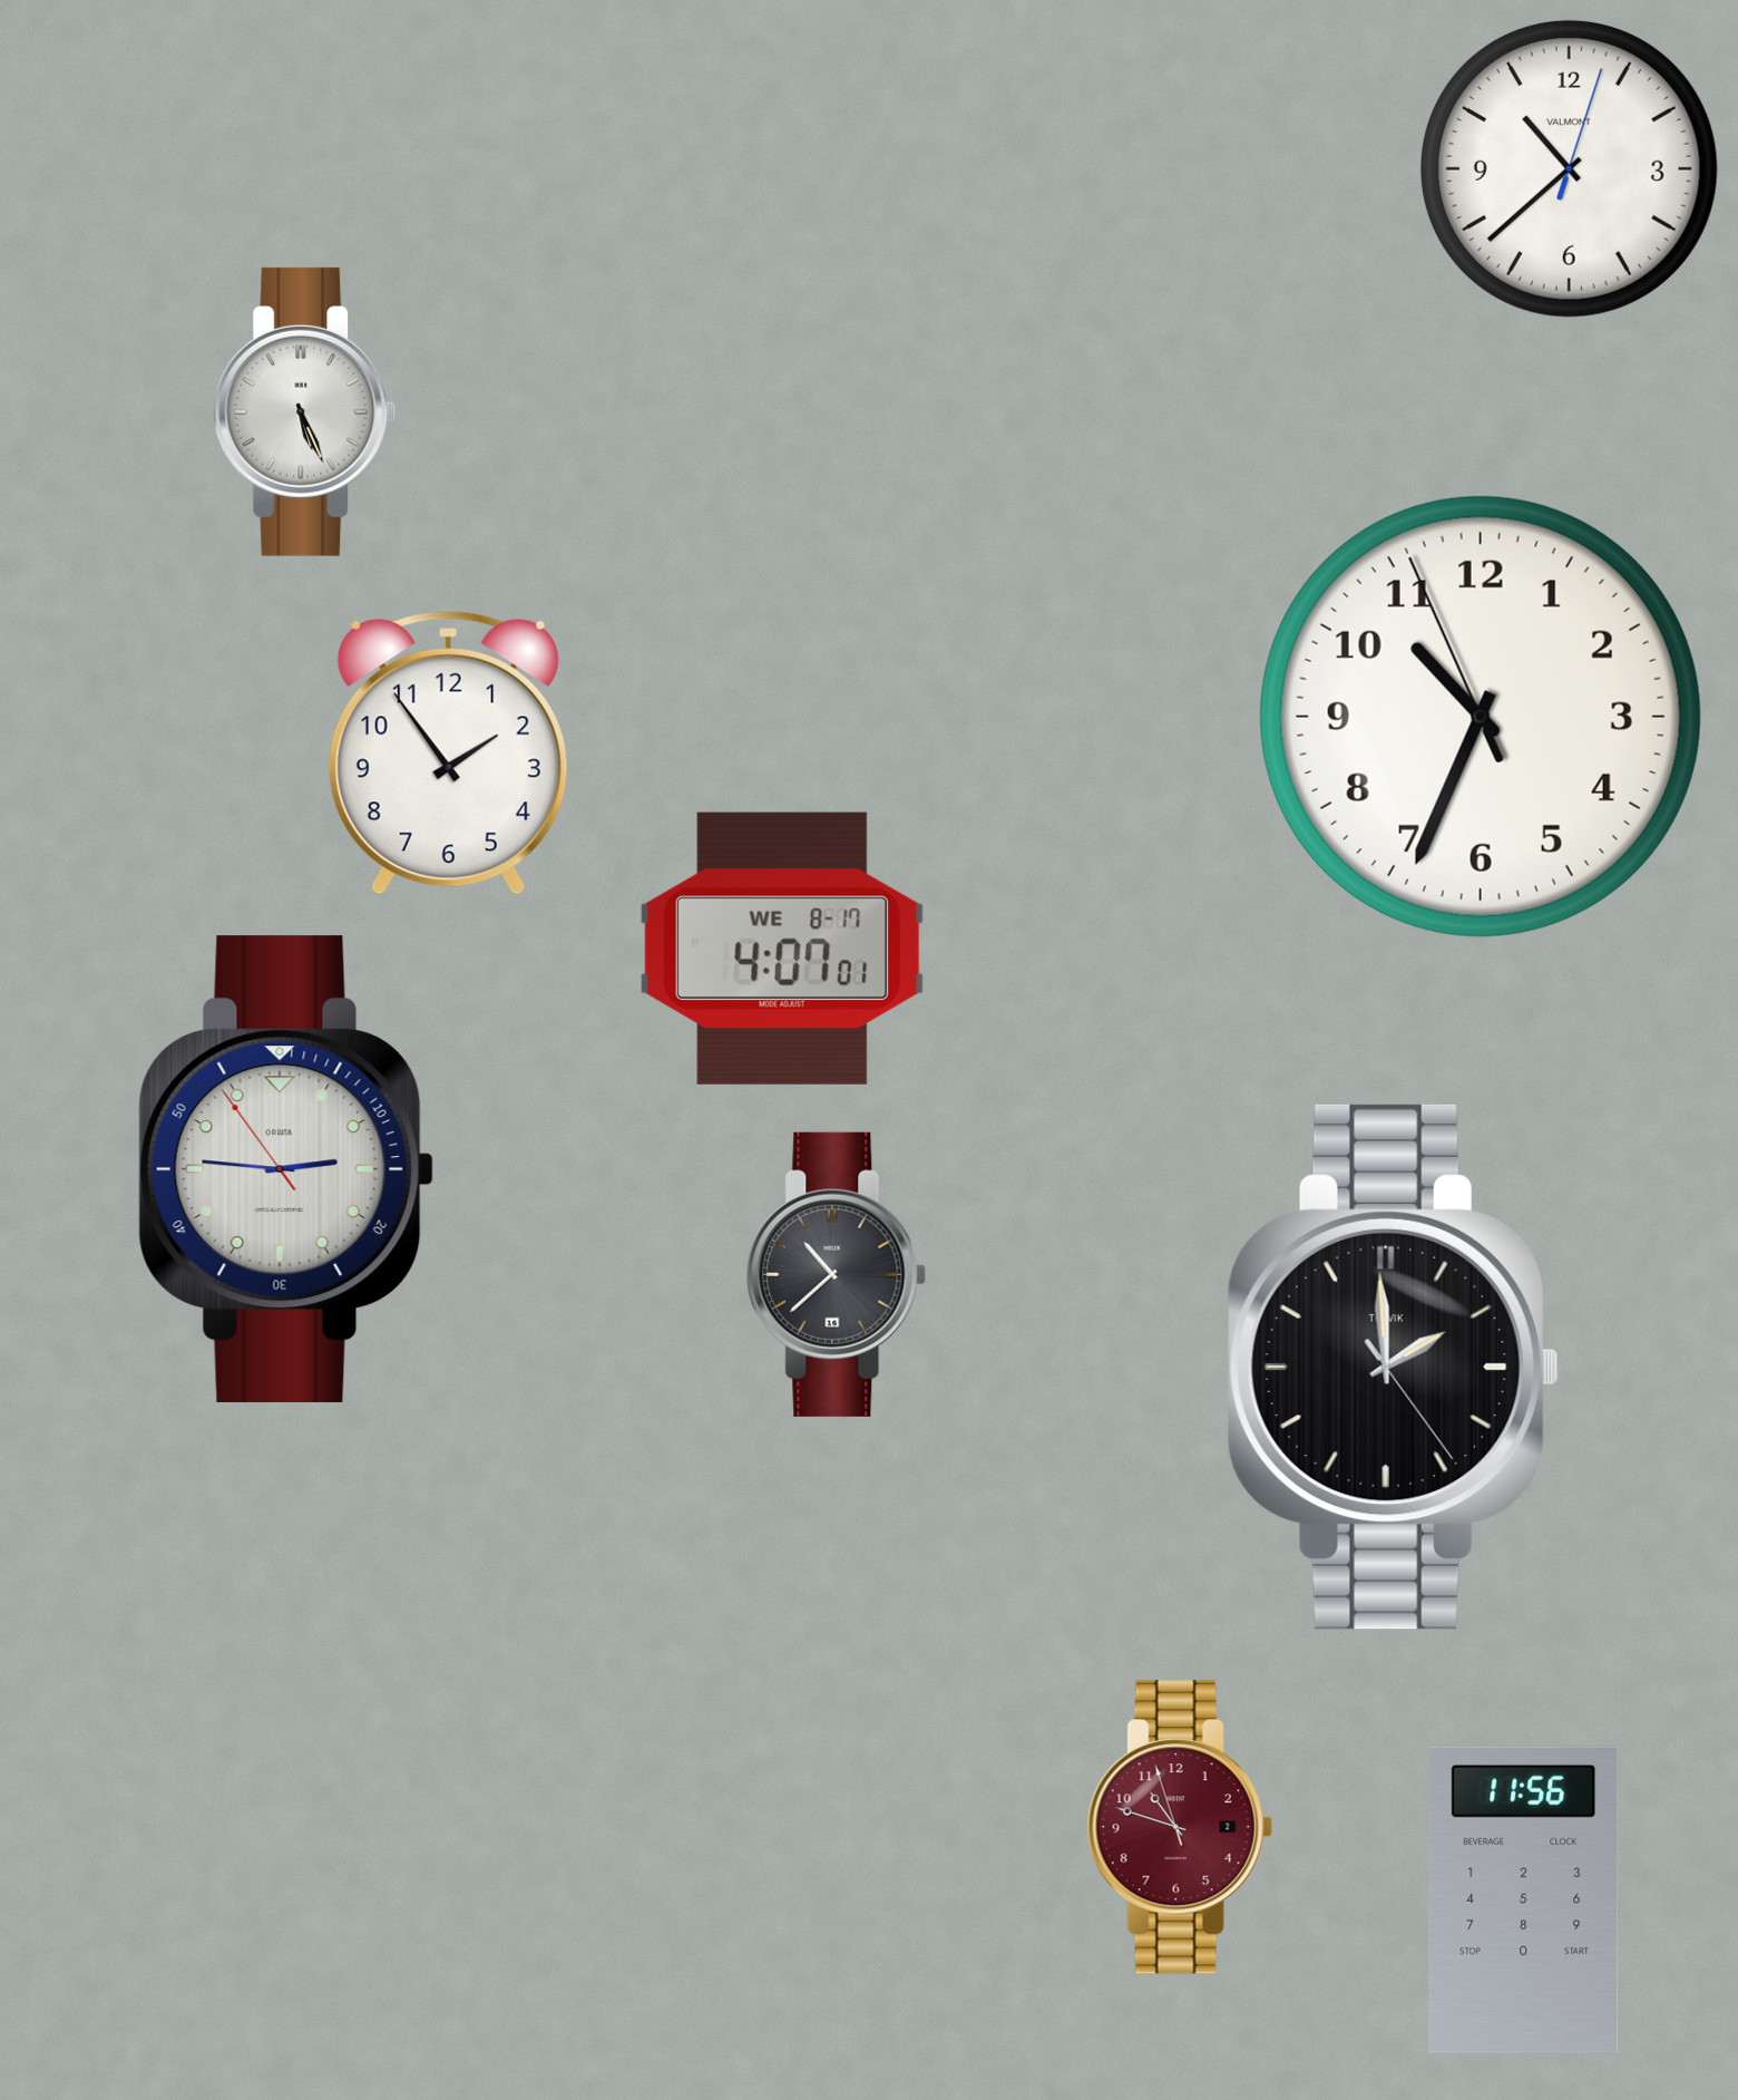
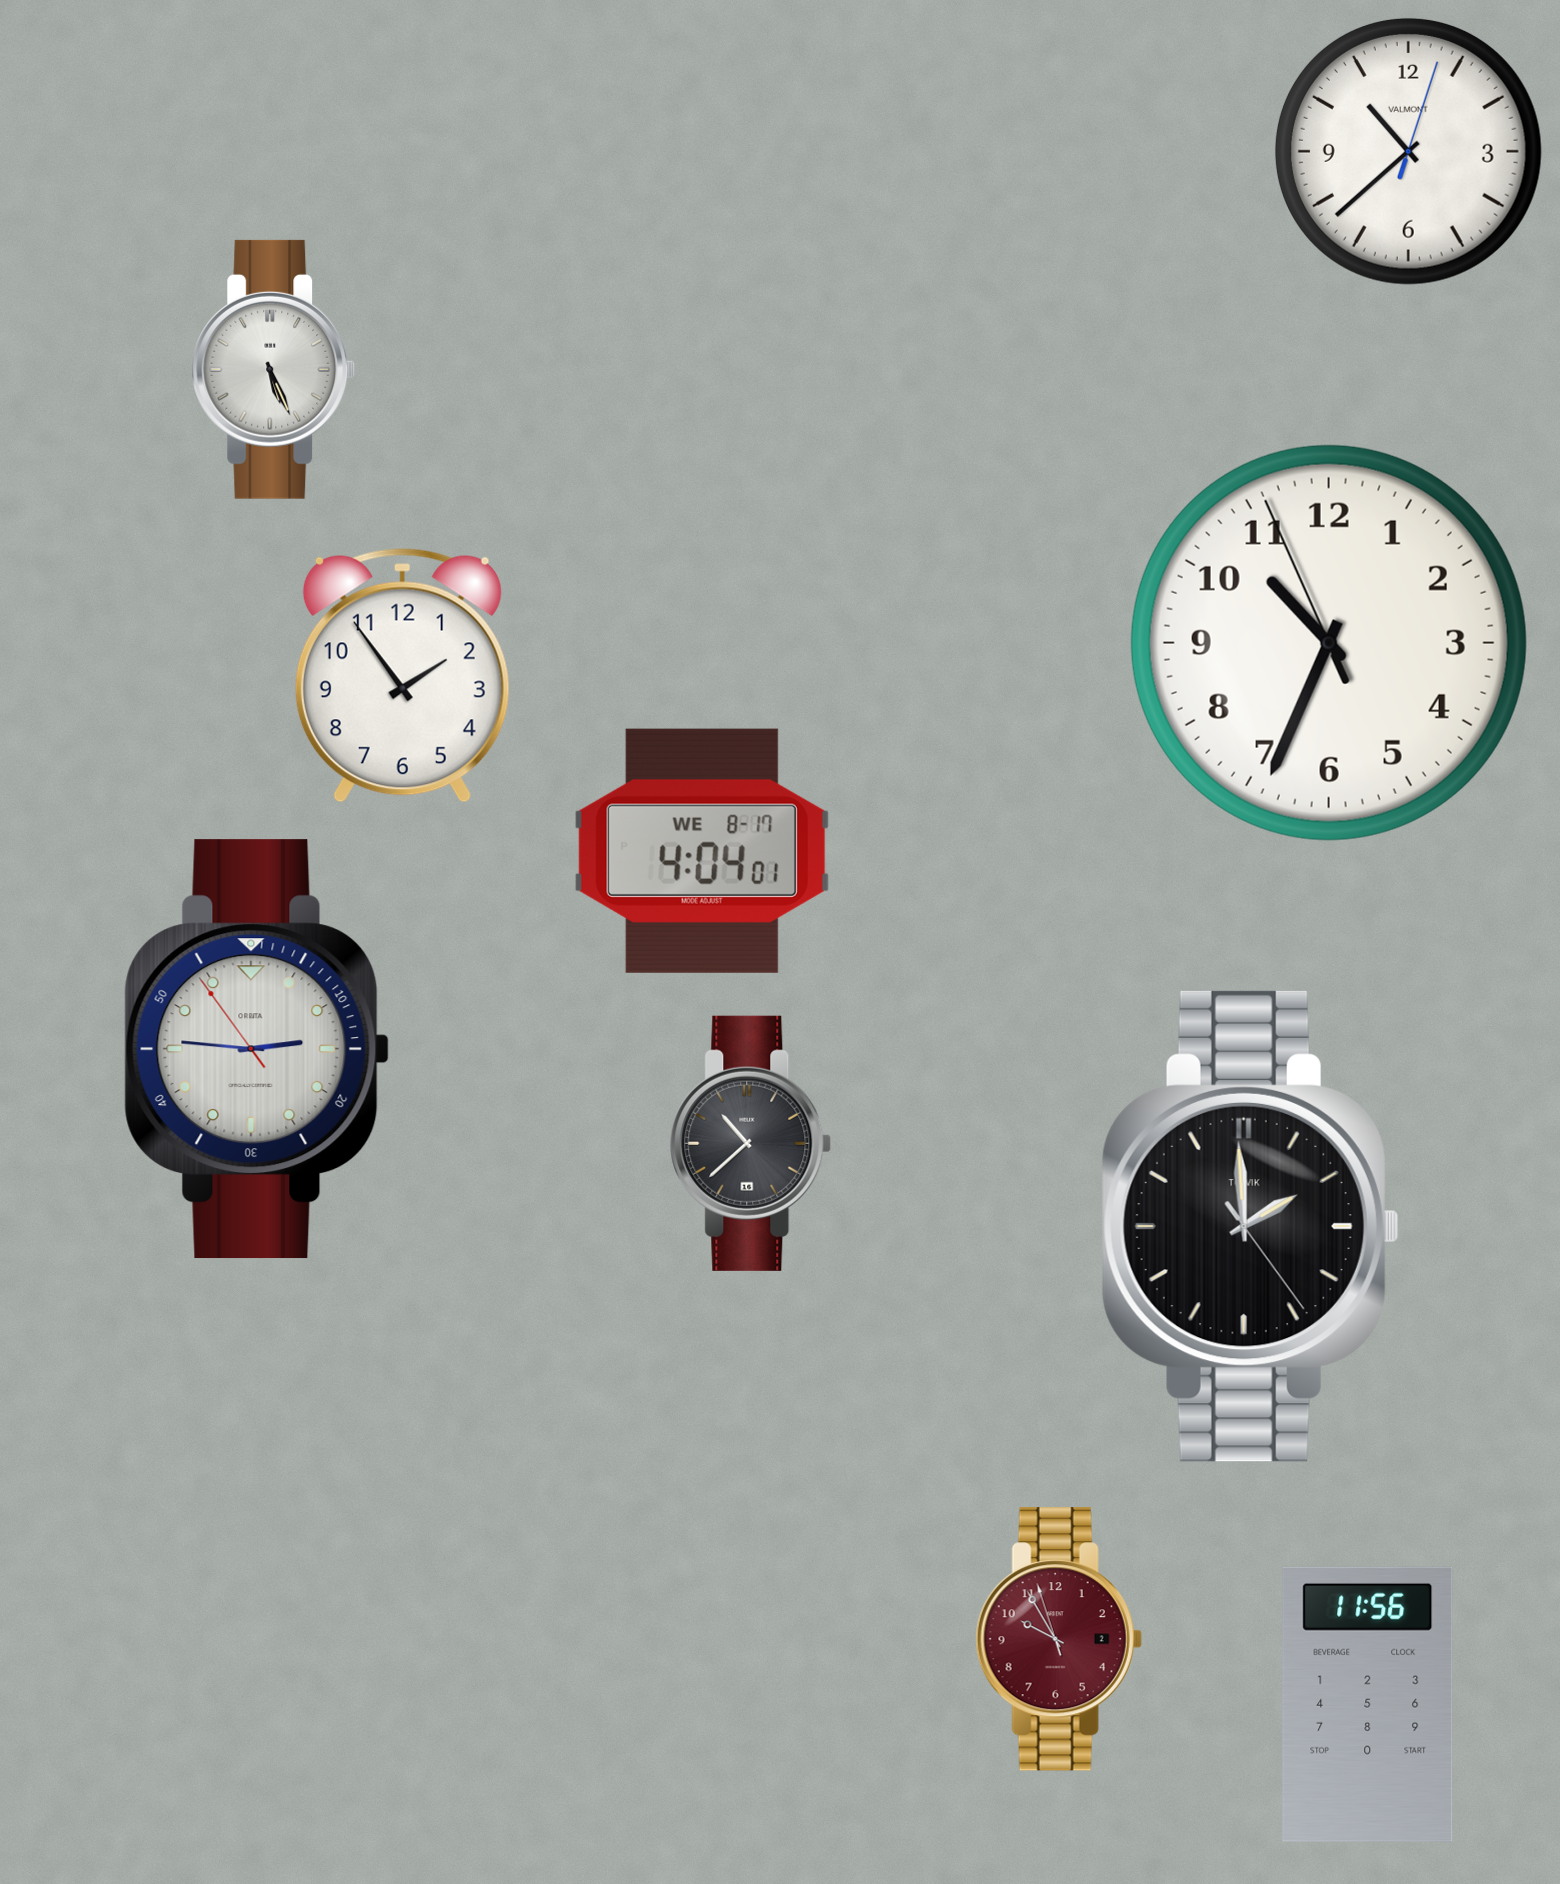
clock at (782, 949): 4:07 -> 4:04
clock at (1180, 1827): 10:47 -> 9:54
